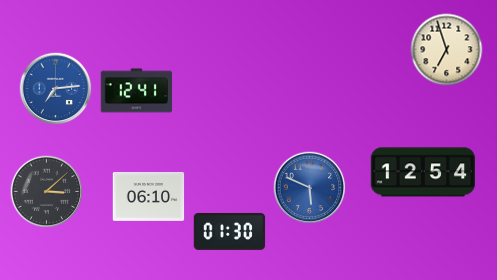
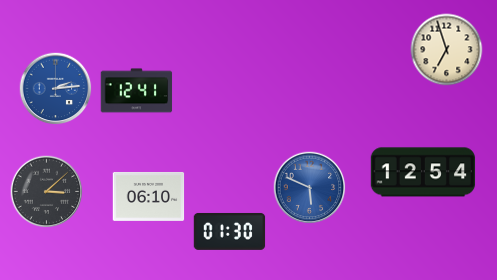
clock at (56, 89): 7:14 -> 2:14
